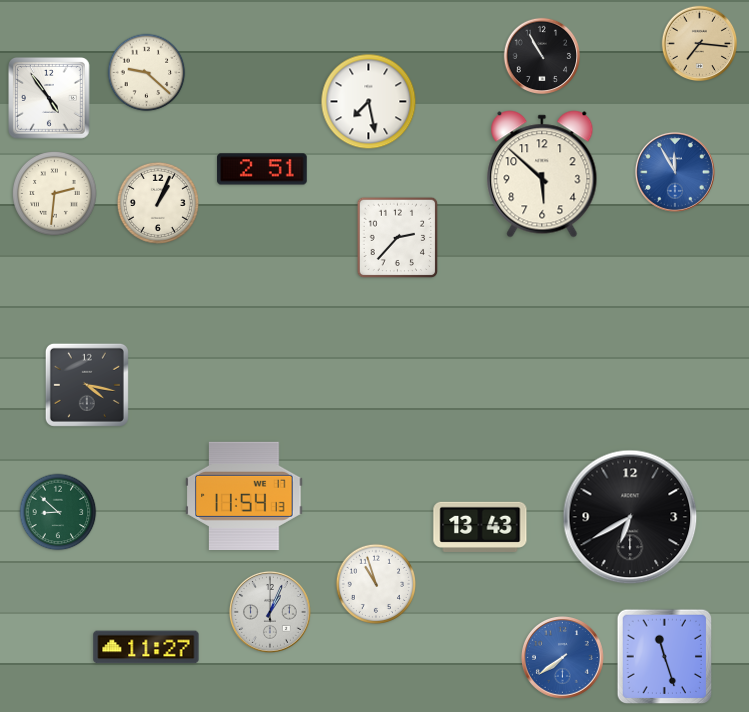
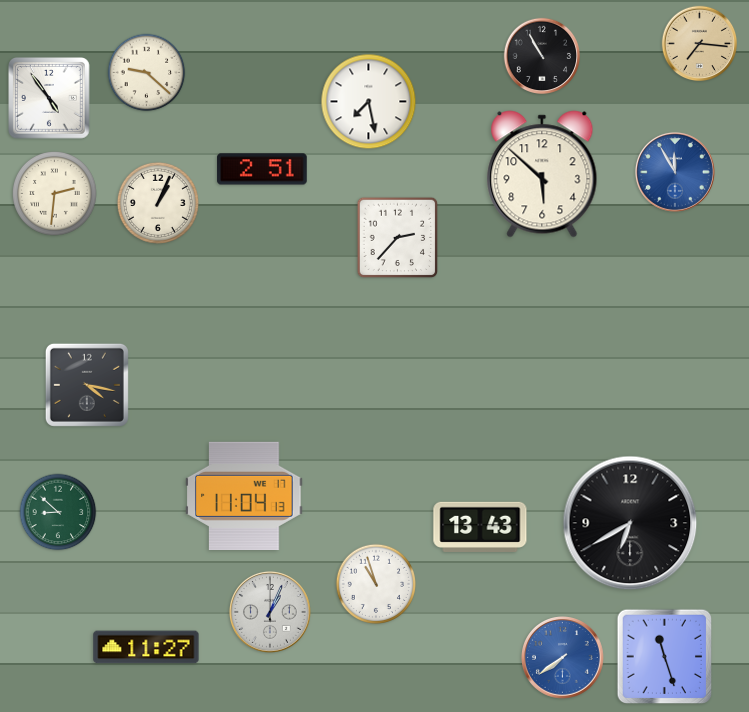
clock at (244, 496): 11:54 -> 11:04
clock at (630, 517) position: (630, 517) -> (630, 523)
